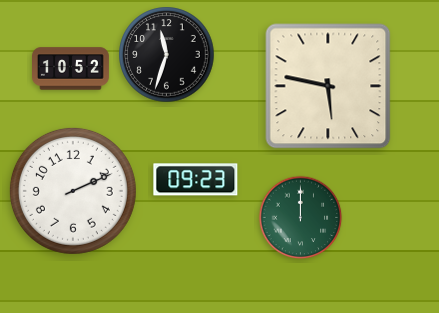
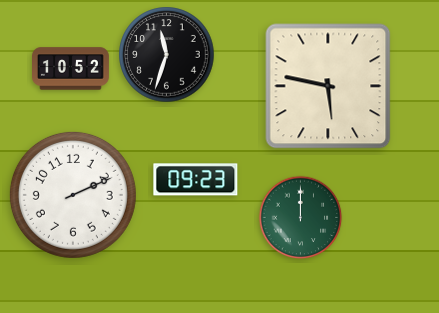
clock at (73, 191) position: (73, 191) -> (73, 195)
